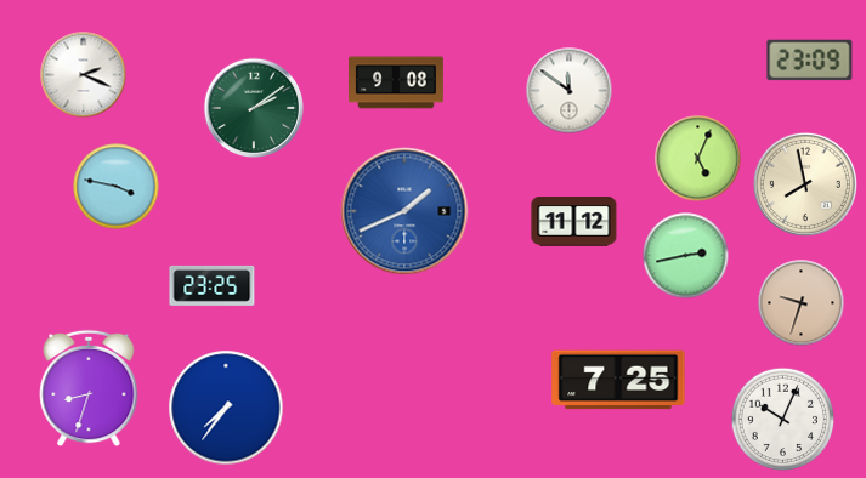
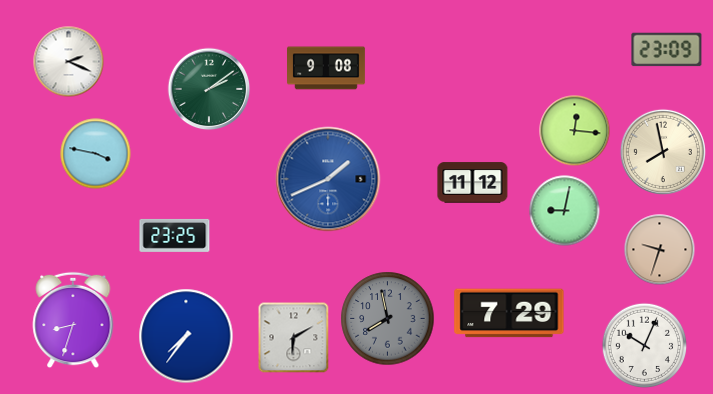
clock at (570, 91): 11:51 -> none
clock at (698, 159): 5:04 -> 12:16
clock at (404, 211) position: (404, 211) -> (328, 179)
clock at (686, 256): 2:43 -> 9:02
clock at (618, 380): 7:25 -> 7:29
clock at (388, 319): none -> 7:58
clock at (294, 338): none -> 6:10
